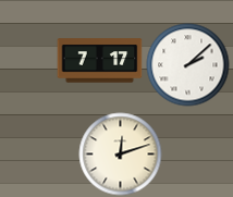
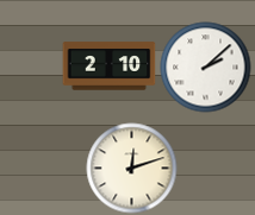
clock at (100, 61): 7:17 -> 2:10
clock at (188, 65) position: (188, 65) -> (206, 68)
